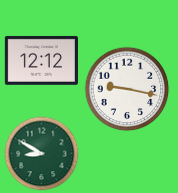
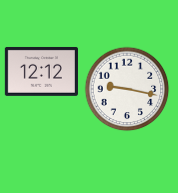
clock at (41, 60) position: (41, 60) -> (41, 71)
clock at (42, 154): 8:50 -> none
